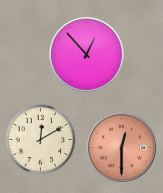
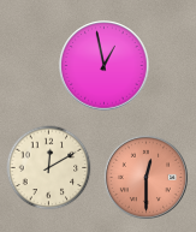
clock at (87, 55): 12:53 -> 12:58
